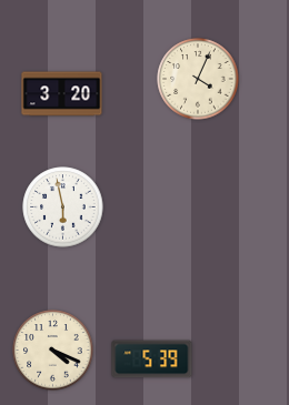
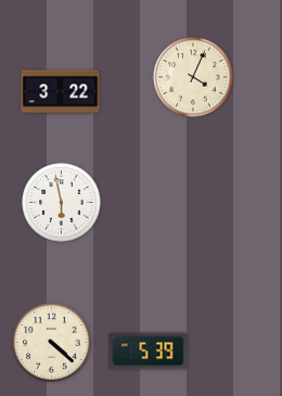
clock at (62, 94): 3:20 -> 3:22
clock at (53, 351): 4:19 -> 4:22
